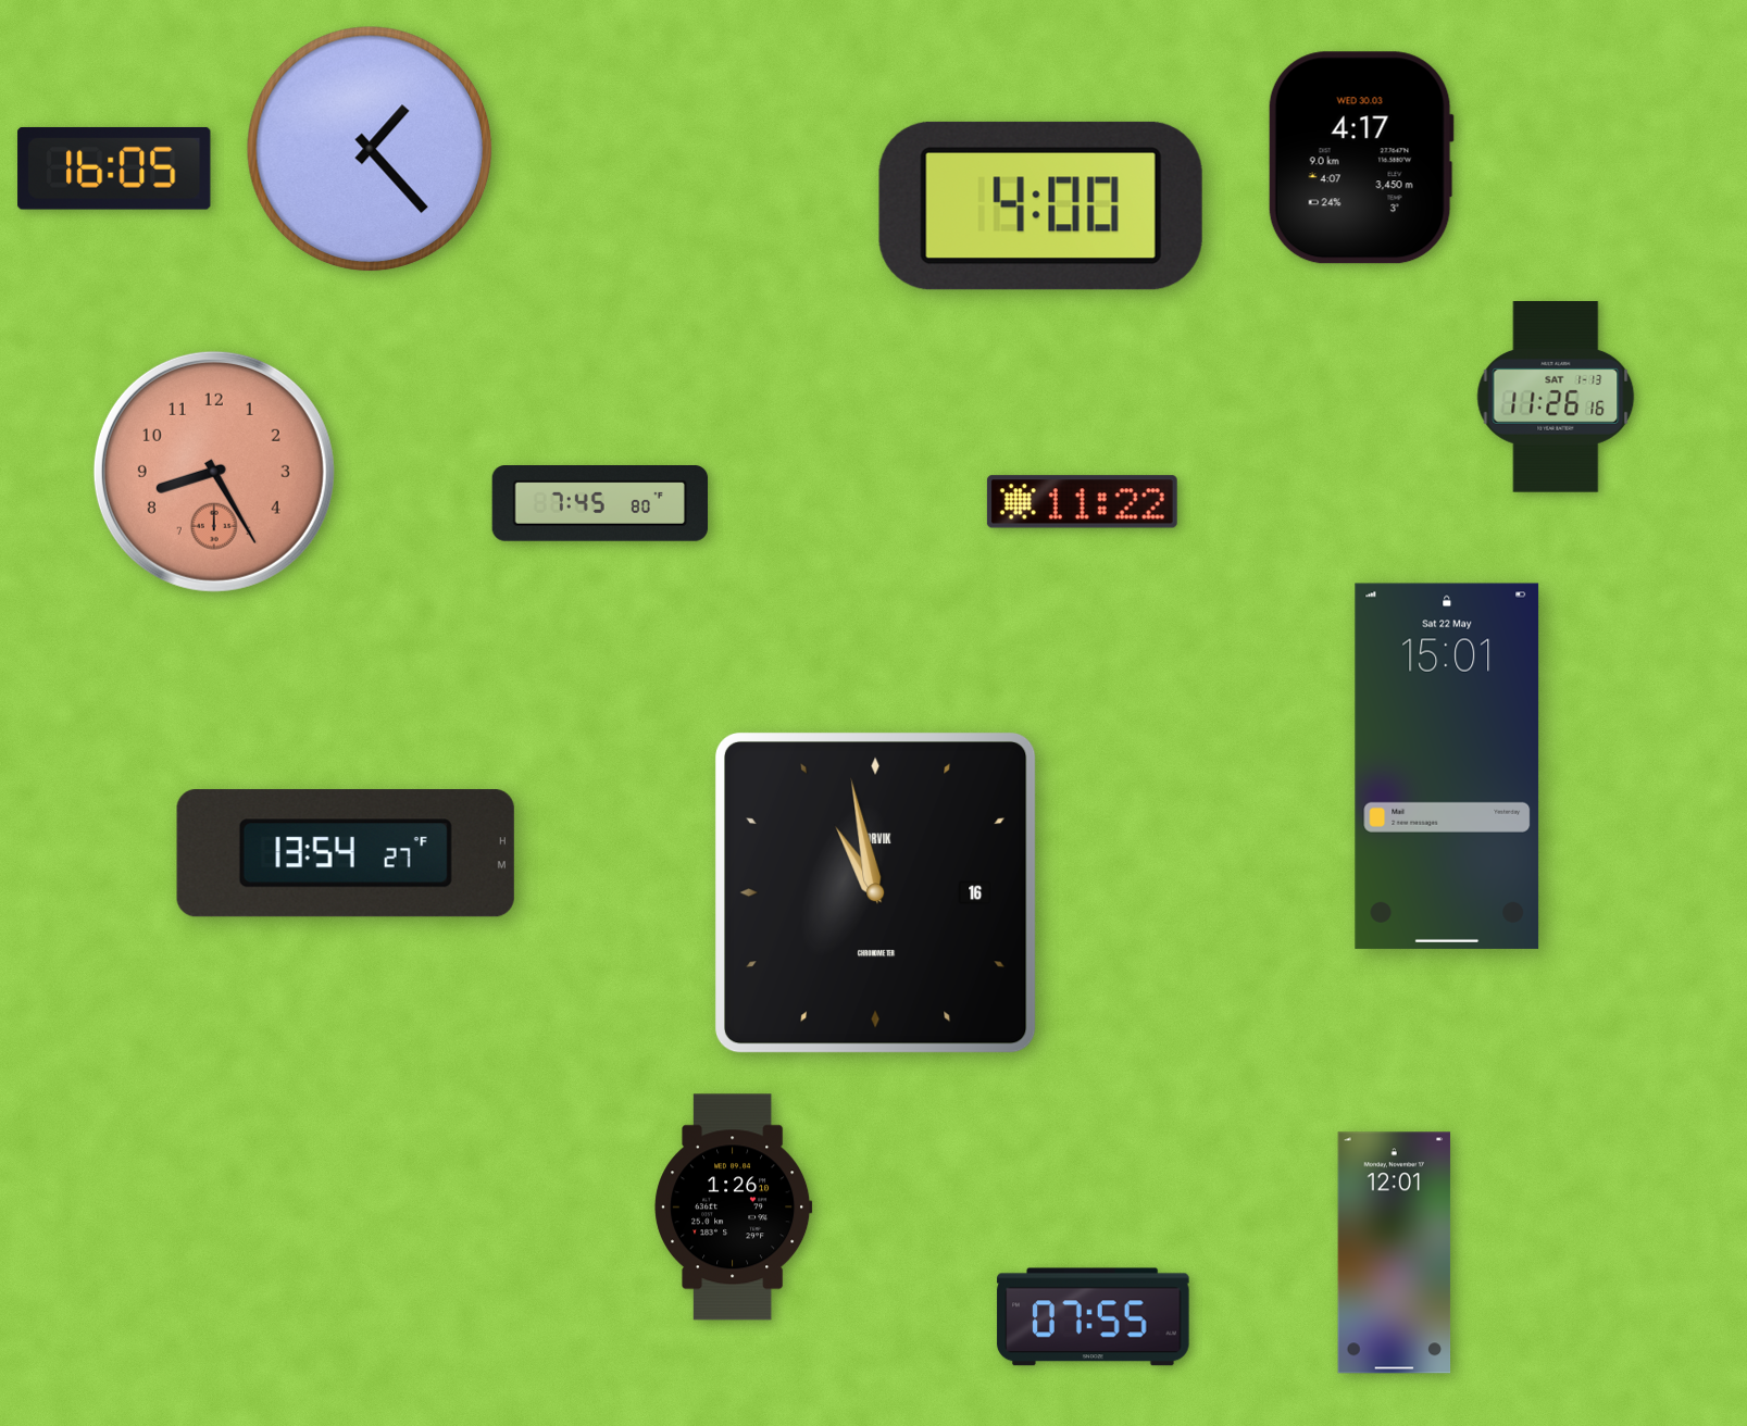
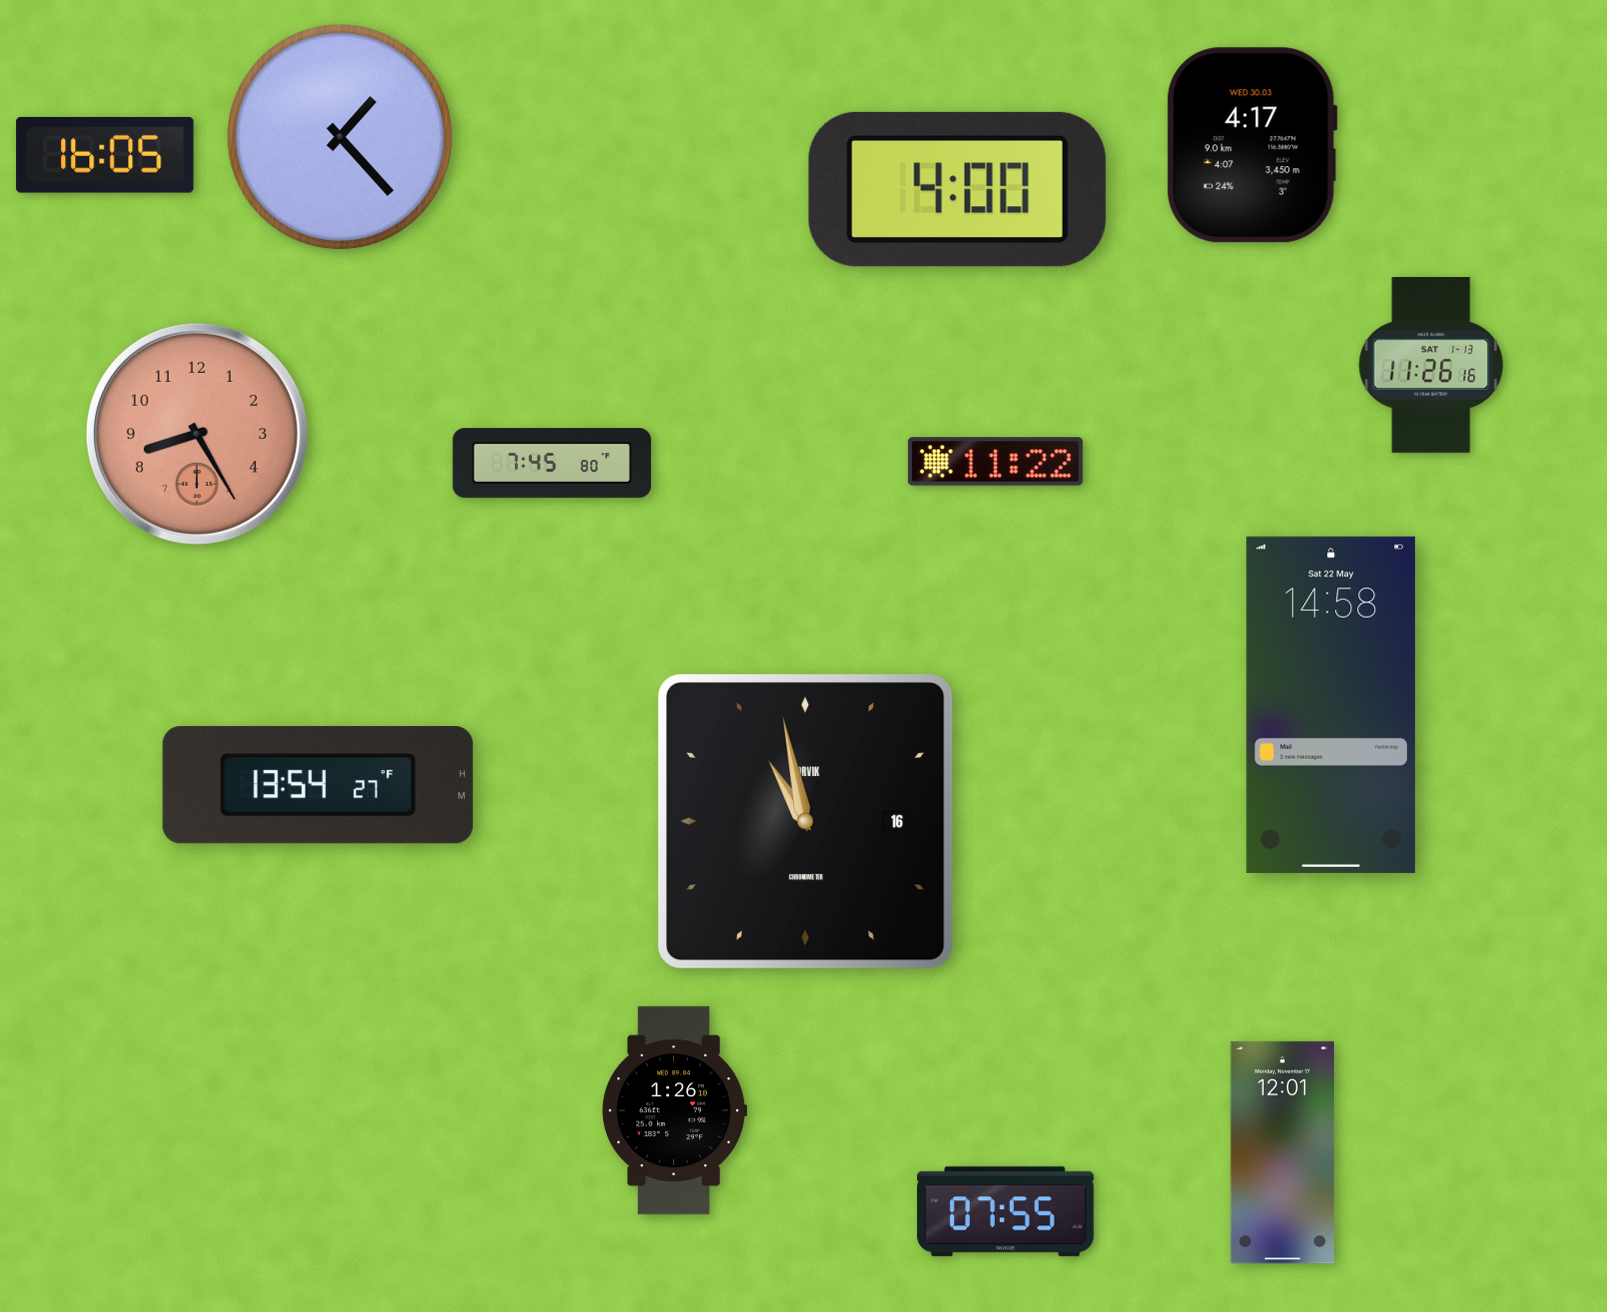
clock at (1447, 766): 15:01 -> 14:58
